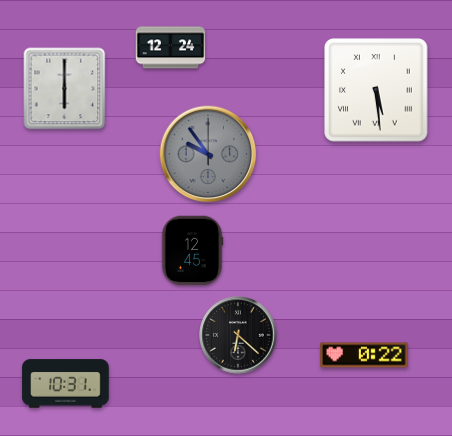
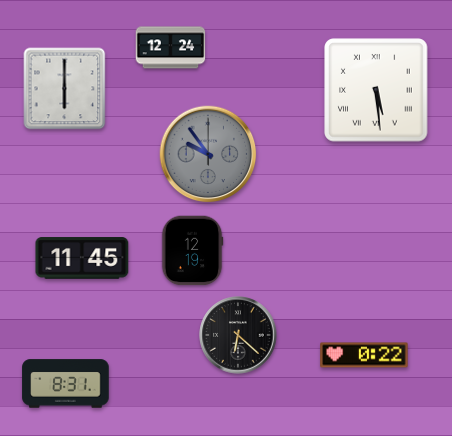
clock at (192, 251): 12:45 -> 12:19
clock at (82, 258): none -> 11:45
clock at (66, 384): 10:31 -> 8:31
